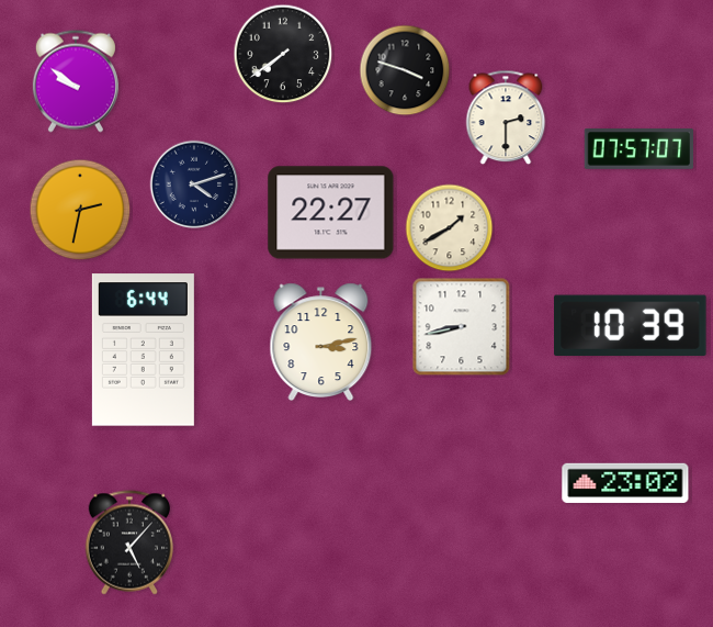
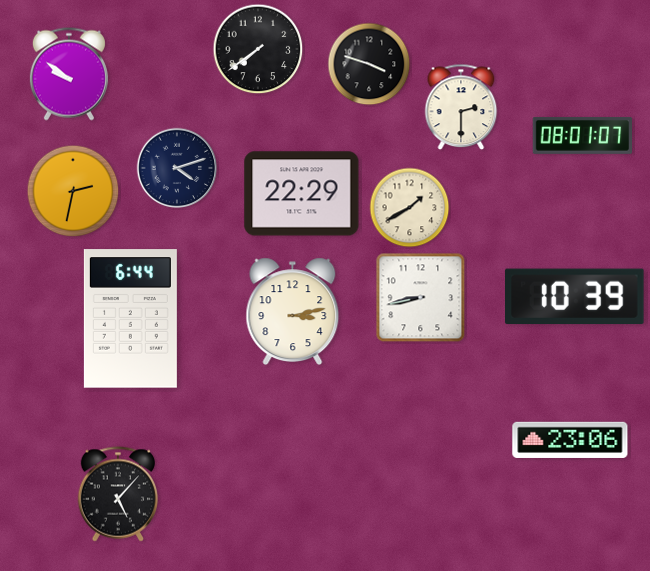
clock at (640, 148): 07:57 -> 08:01
clock at (331, 213): 22:27 -> 22:29
clock at (625, 483): 23:02 -> 23:06
